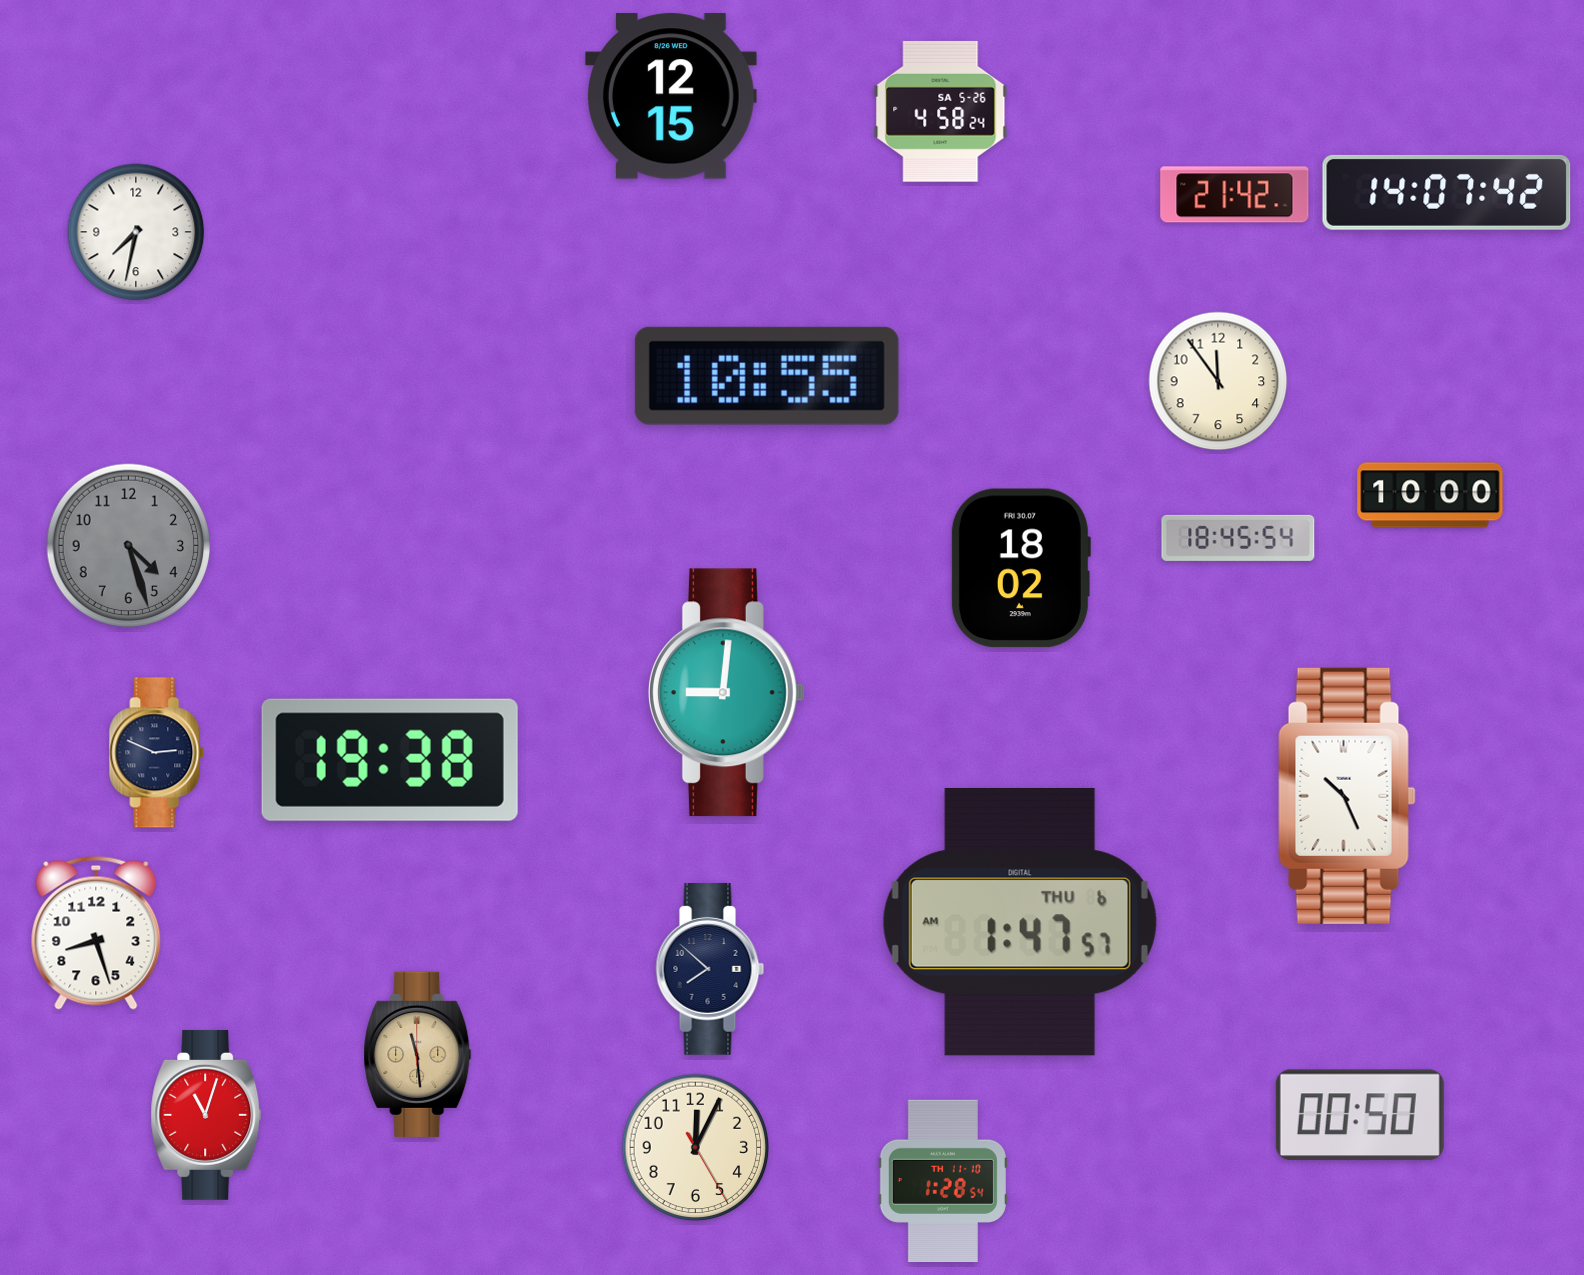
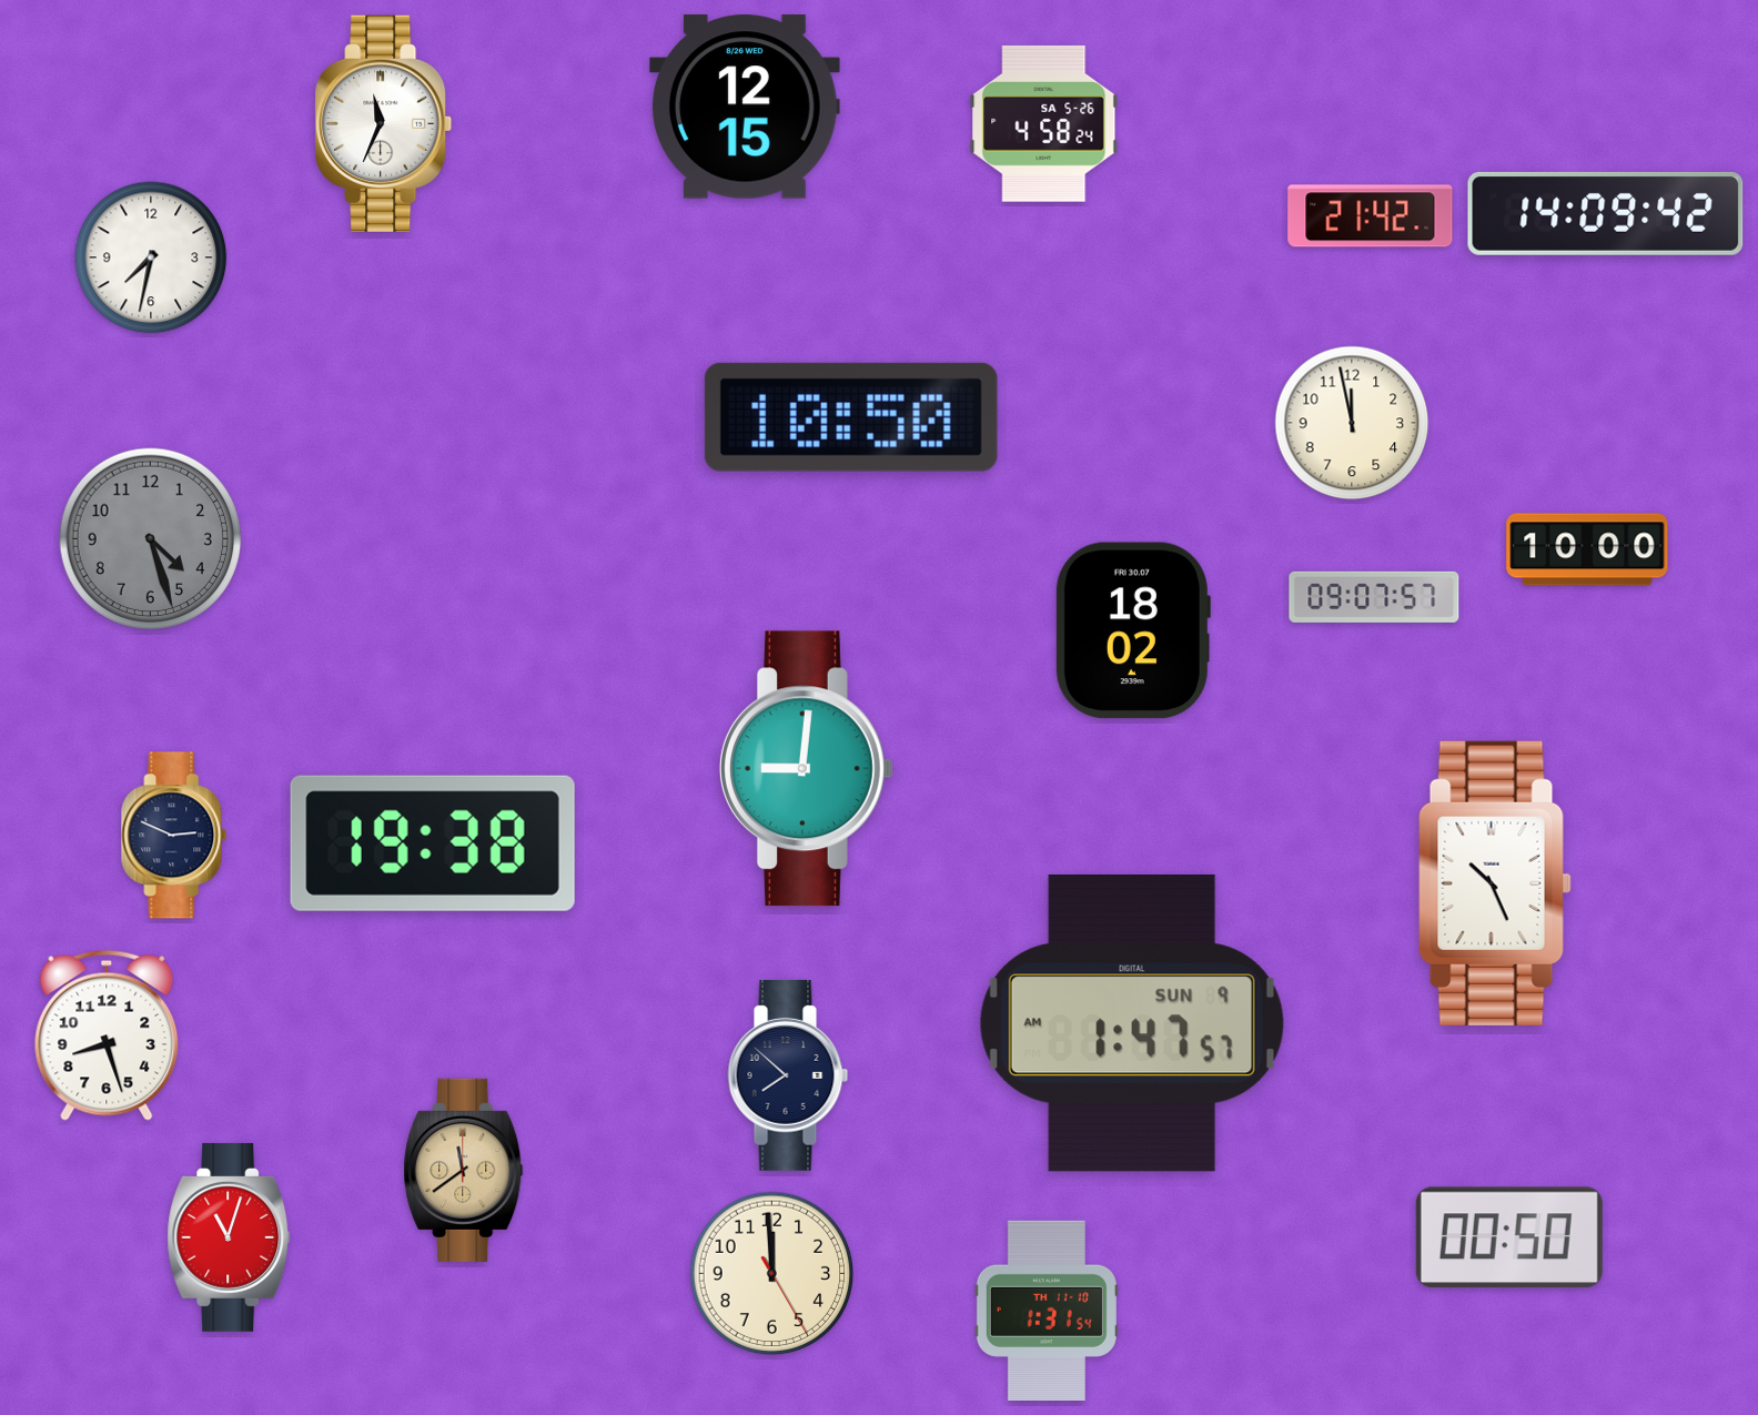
clock at (384, 123): none -> 11:34
clock at (1447, 192): 14:07 -> 14:09
clock at (767, 376): 10:55 -> 10:50
clock at (1218, 381): 11:54 -> 11:58
clock at (1238, 538): 18:45 -> 09:07
clock at (129, 546) position: (129, 546) -> (151, 539)
clock at (1020, 922) date: THU 6 -> SUN 9
clock at (418, 1054): 11:29 -> 11:39
clock at (696, 1148): 12:04 -> 11:59
clock at (943, 1180): 1:28 -> 1:31
